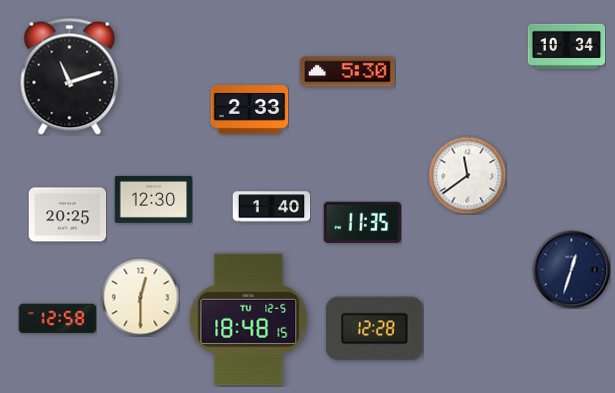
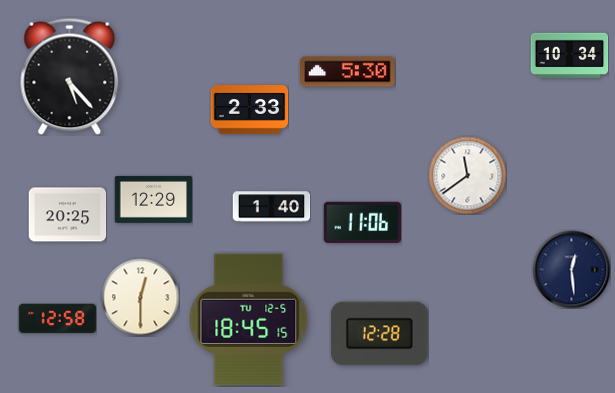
clock at (566, 46) position: (566, 46) -> (569, 55)
clock at (70, 76): 11:12 -> 5:23
clock at (153, 199): 12:30 -> 12:29
clock at (362, 222): 11:35 -> 11:06
clock at (571, 269): 12:33 -> 12:29
clock at (249, 320): 18:48 -> 18:45
clock at (375, 329) position: (375, 329) -> (380, 334)
